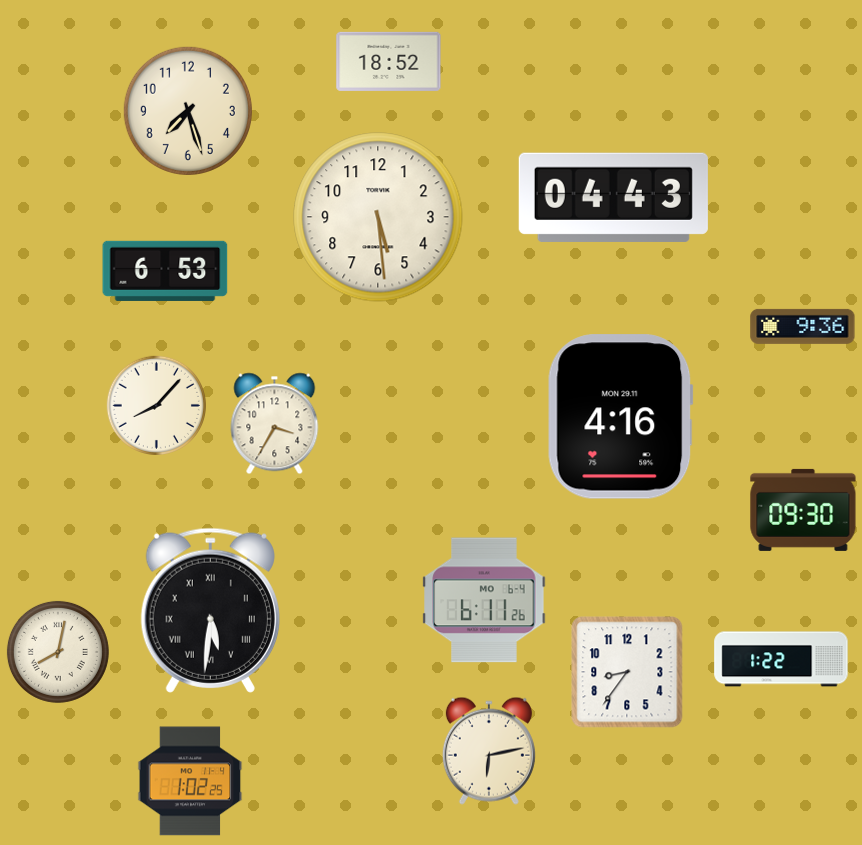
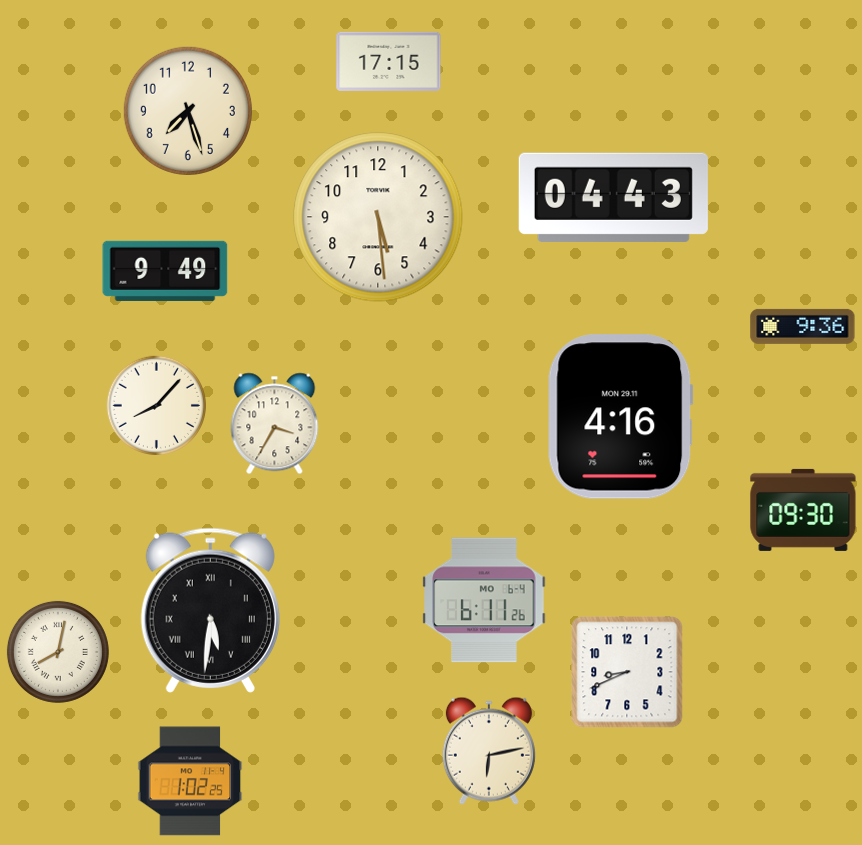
clock at (389, 61): 18:52 -> 17:15
clock at (165, 271): 6:53 -> 9:49
clock at (781, 659): 1:22 -> none
clock at (627, 672): 8:36 -> 8:41
